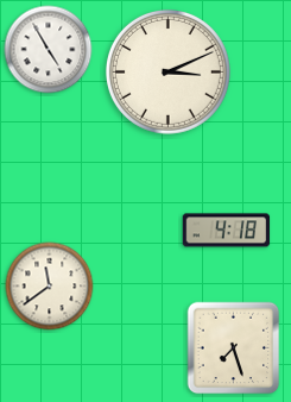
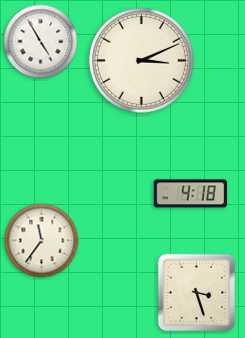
clock at (50, 287): 11:39 -> 11:36
clock at (234, 348): 7:27 -> 3:27
